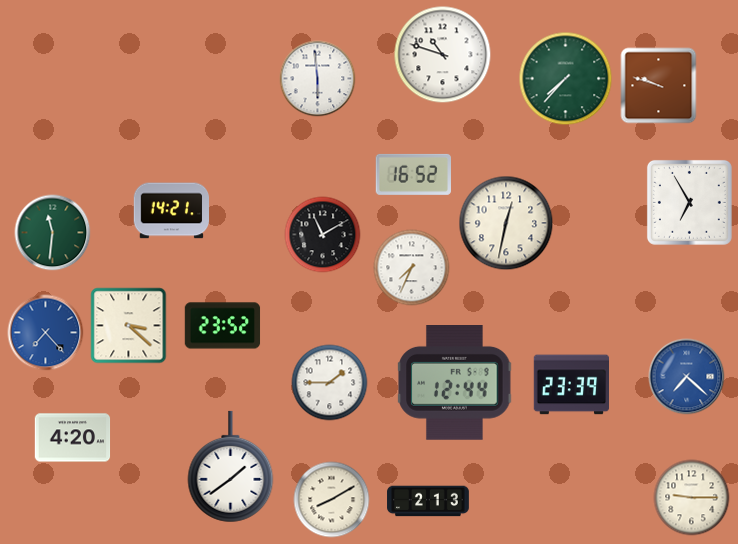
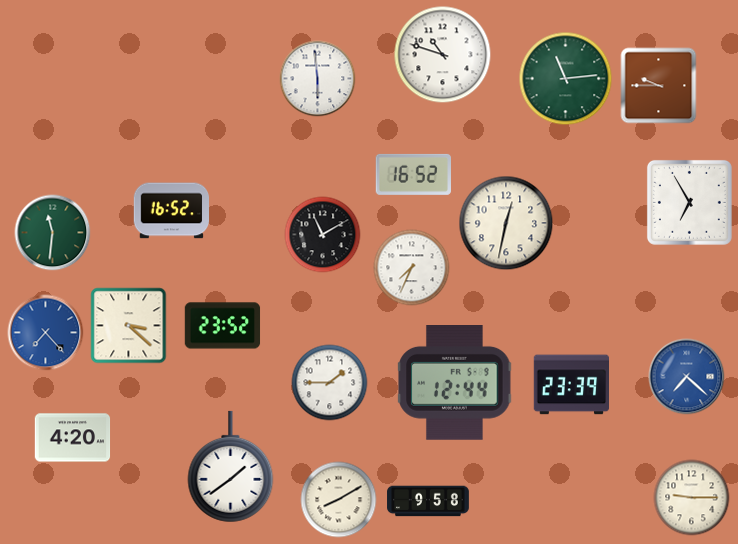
clock at (566, 79): 7:37 -> 11:14
clock at (659, 86): 9:48 -> 9:45
clock at (172, 211): 14:21 -> 16:52
clock at (332, 500) position: (332, 500) -> (339, 500)
clock at (428, 501): 2:13 -> 9:58
